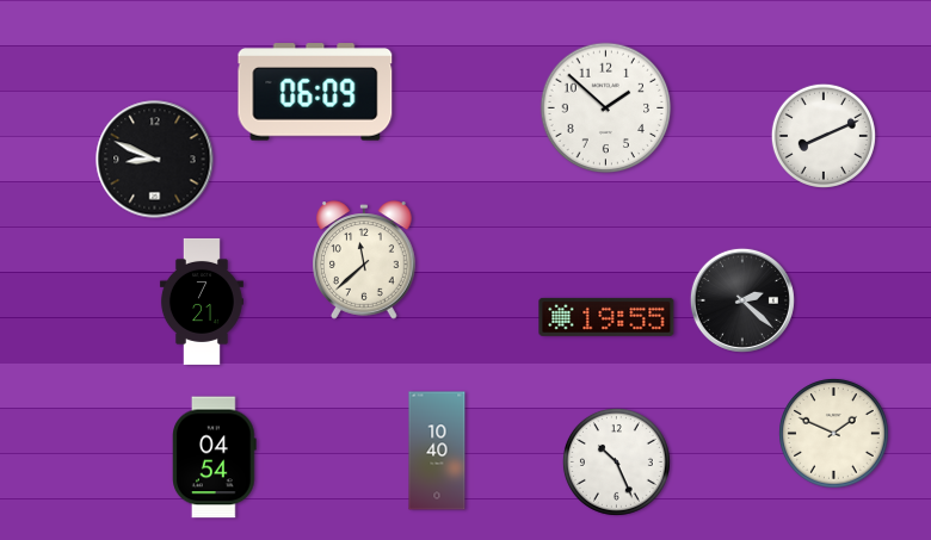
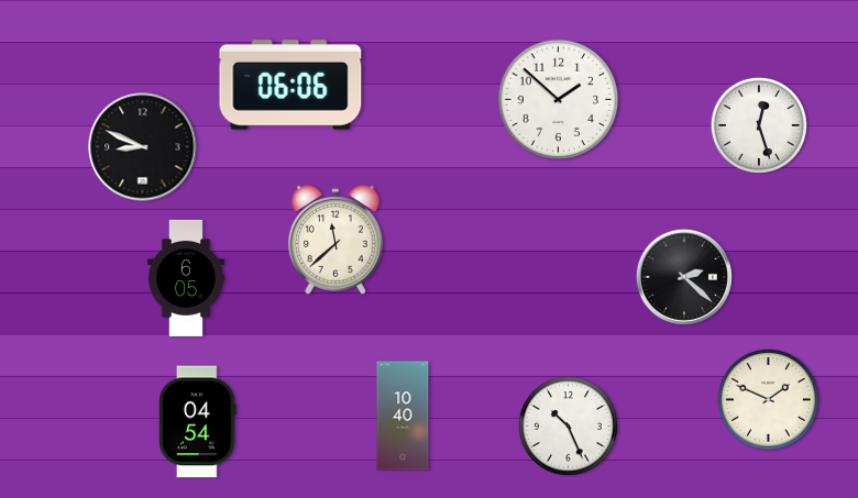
clock at (315, 92): 06:09 -> 06:06
clock at (824, 136): 8:11 -> 12:27
clock at (202, 302): 7:21 -> 6:05
clock at (606, 317): 19:55 -> none
